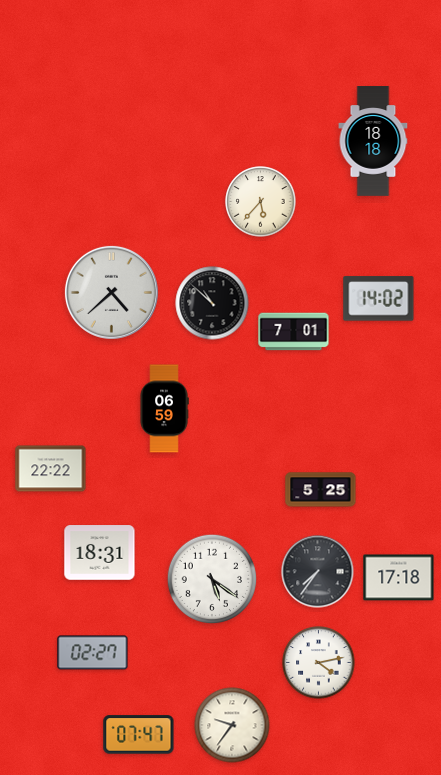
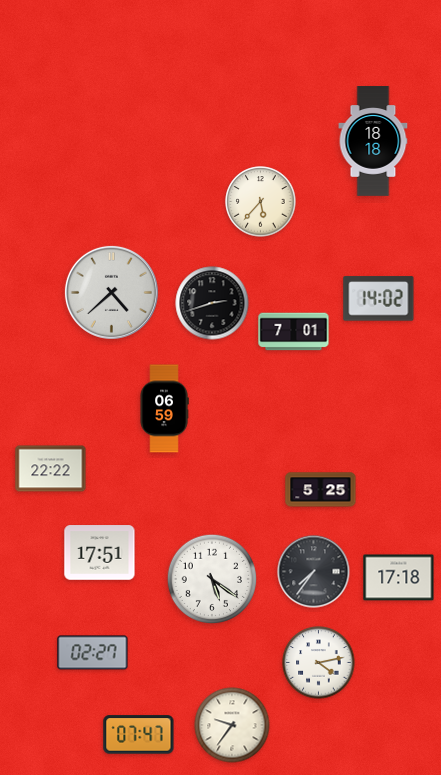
clock at (212, 303): 10:52 -> 2:42
clock at (100, 553): 18:31 -> 17:51
clock at (318, 572) position: (318, 572) -> (314, 572)
